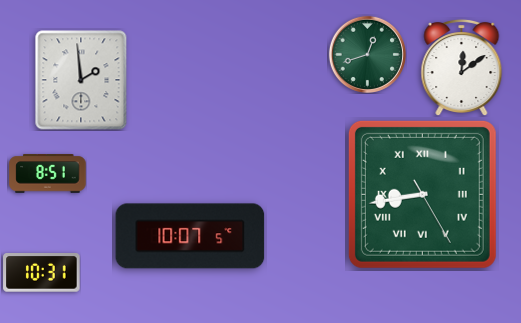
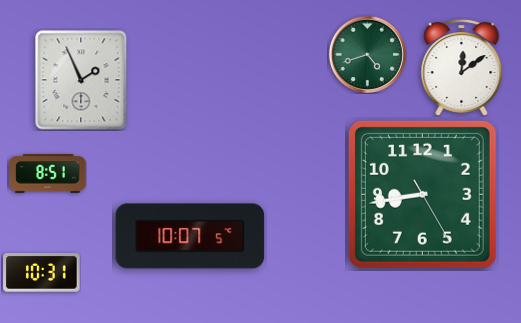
clock at (367, 54): 12:42 -> 4:42
clock at (81, 80): 1:59 -> 1:56
clock at (422, 194) numerals: Roman -> Arabic
